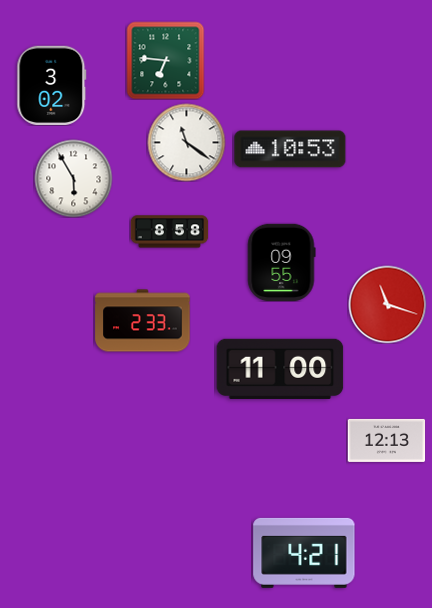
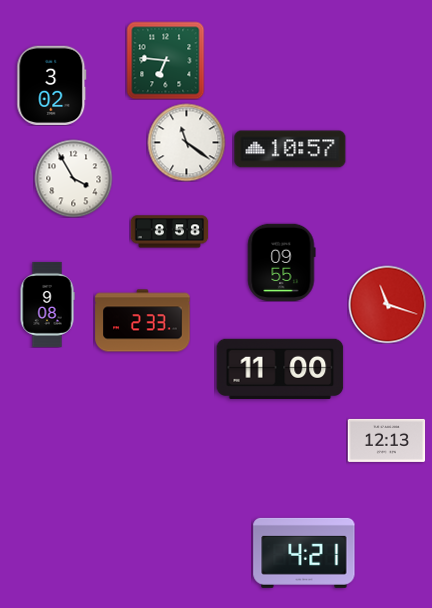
clock at (290, 149): 10:53 -> 10:57
clock at (73, 178): 5:55 -> 3:55
clock at (47, 304): none -> 9:08
